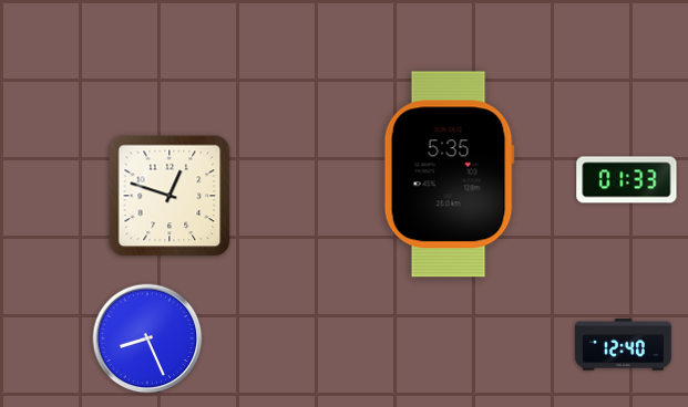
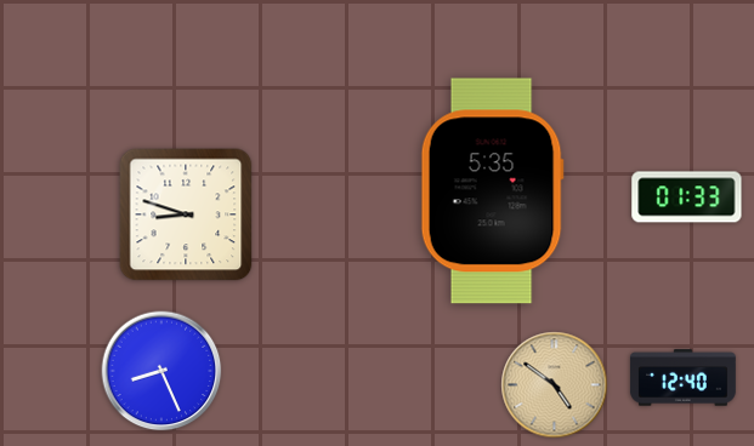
clock at (170, 196): 12:48 -> 8:48
clock at (555, 385): none -> 4:51
